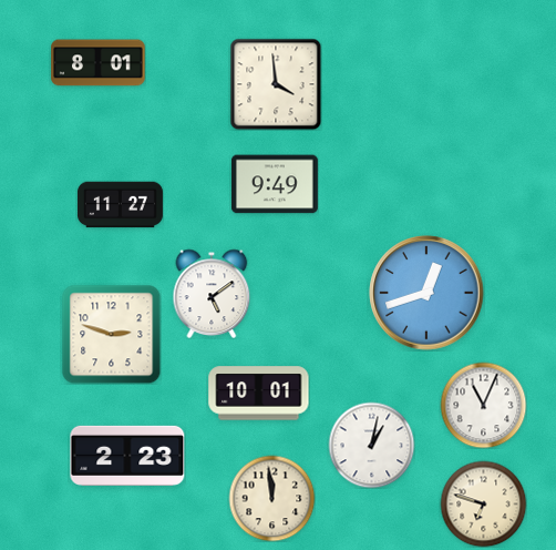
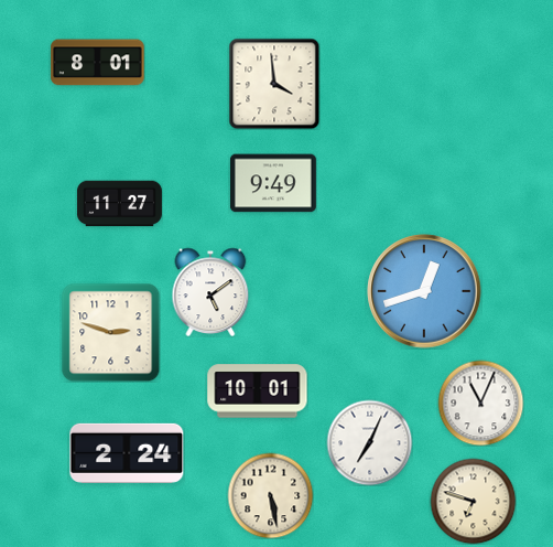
clock at (371, 445): 1:02 -> 7:04
clock at (127, 456): 2:23 -> 2:24
clock at (271, 498): 11:59 -> 5:28
clock at (483, 503) position: (483, 503) -> (473, 501)
